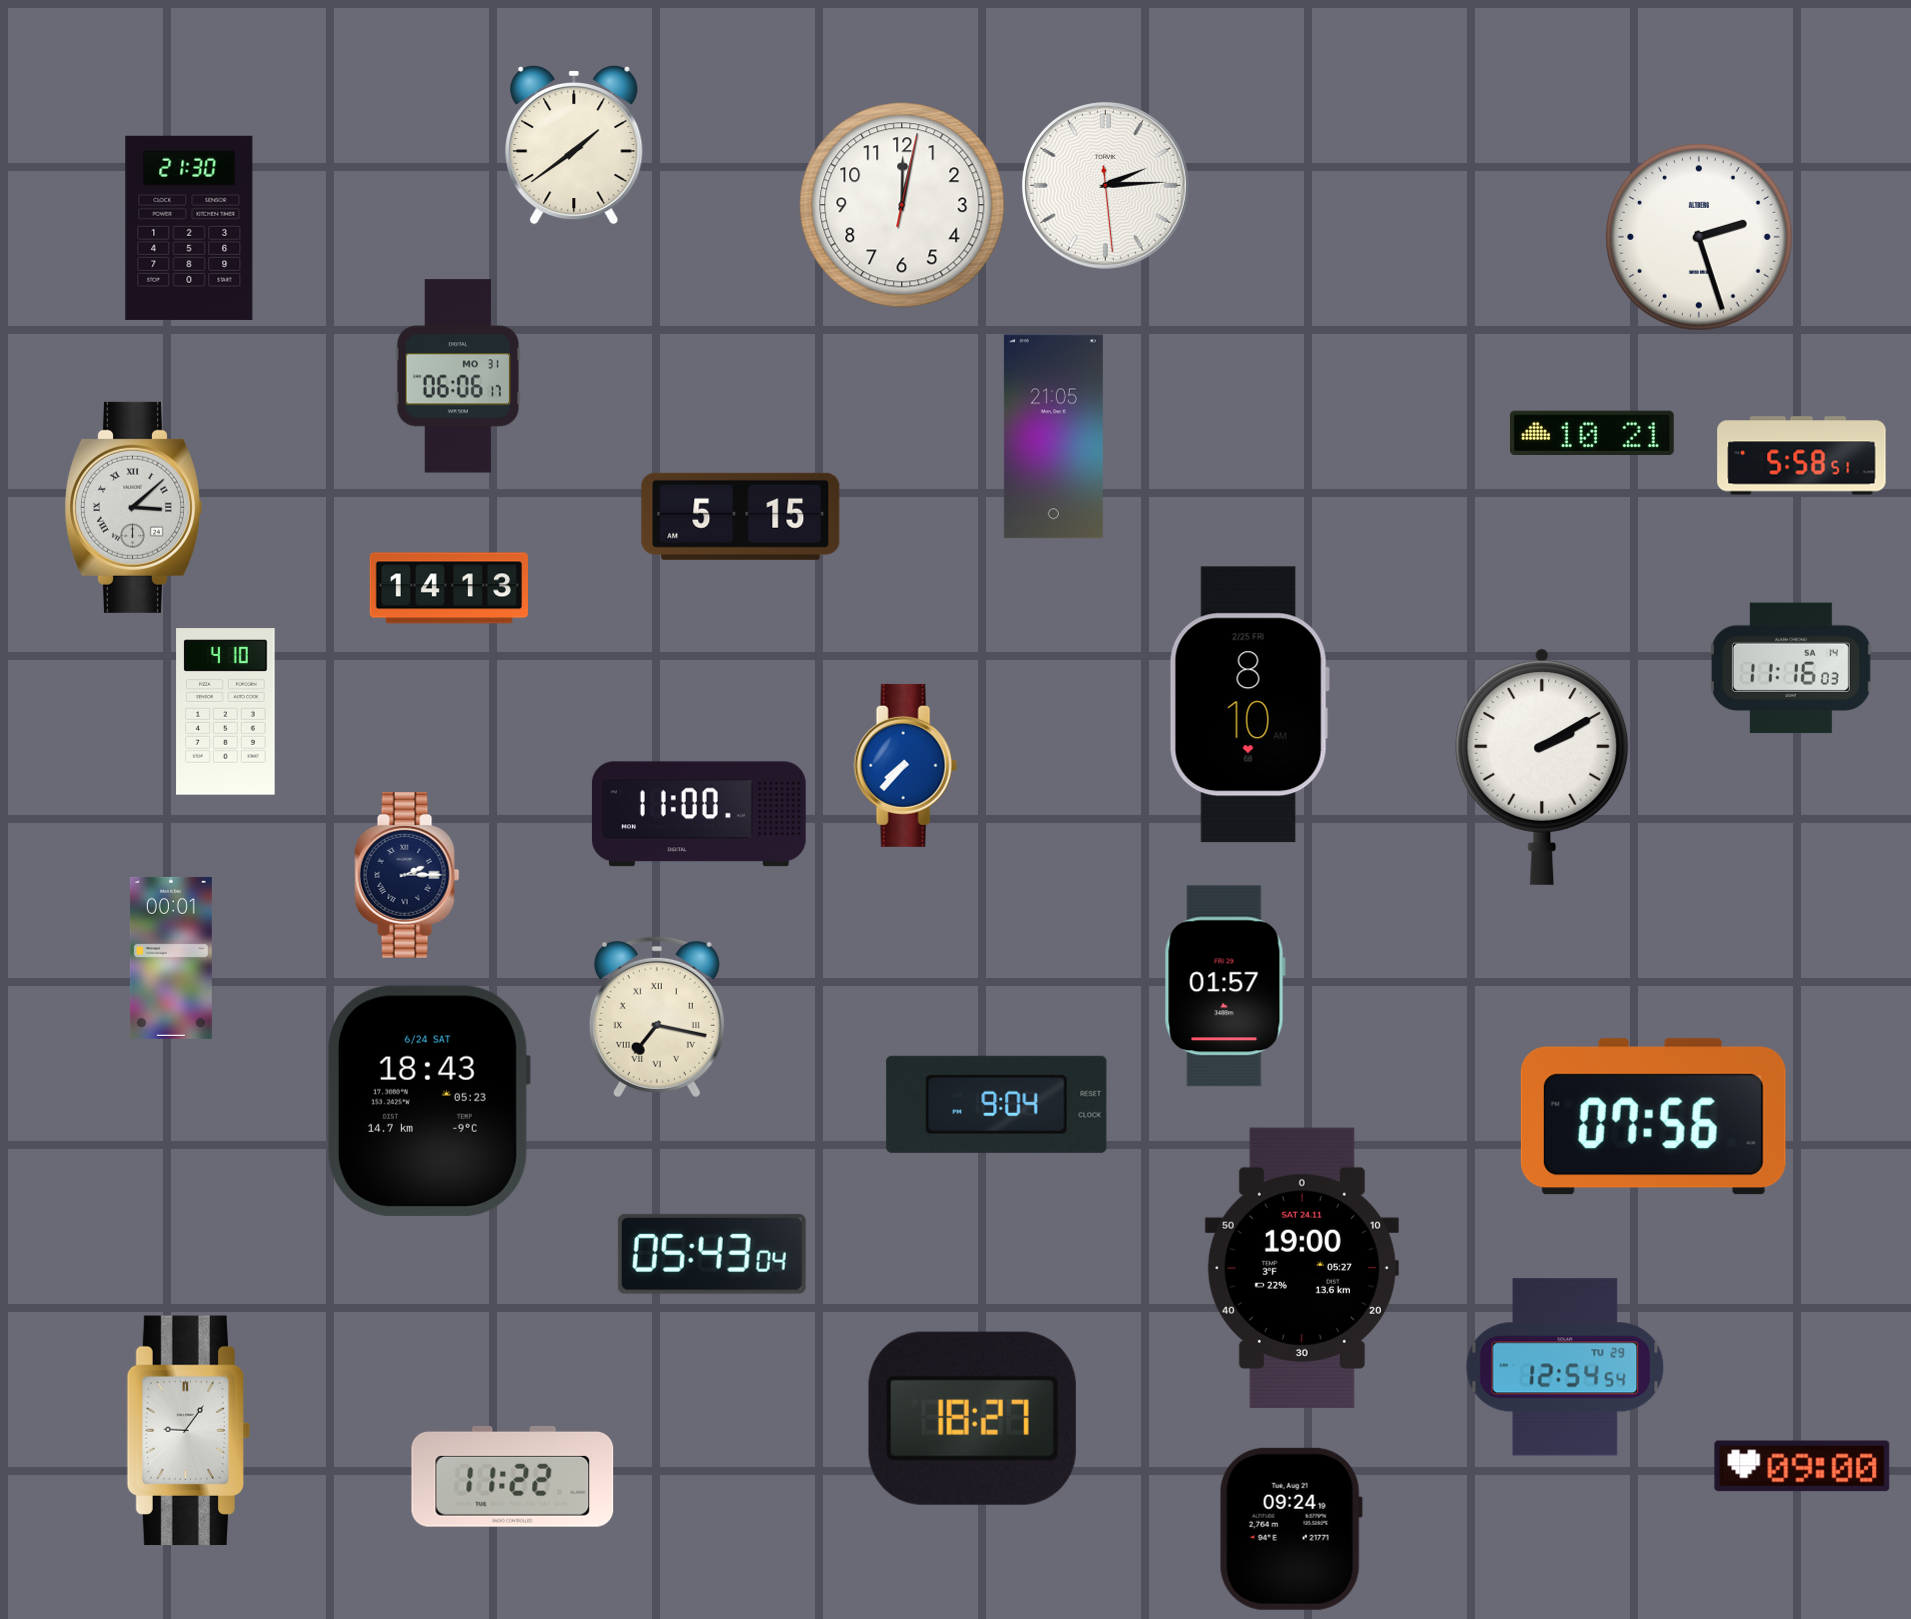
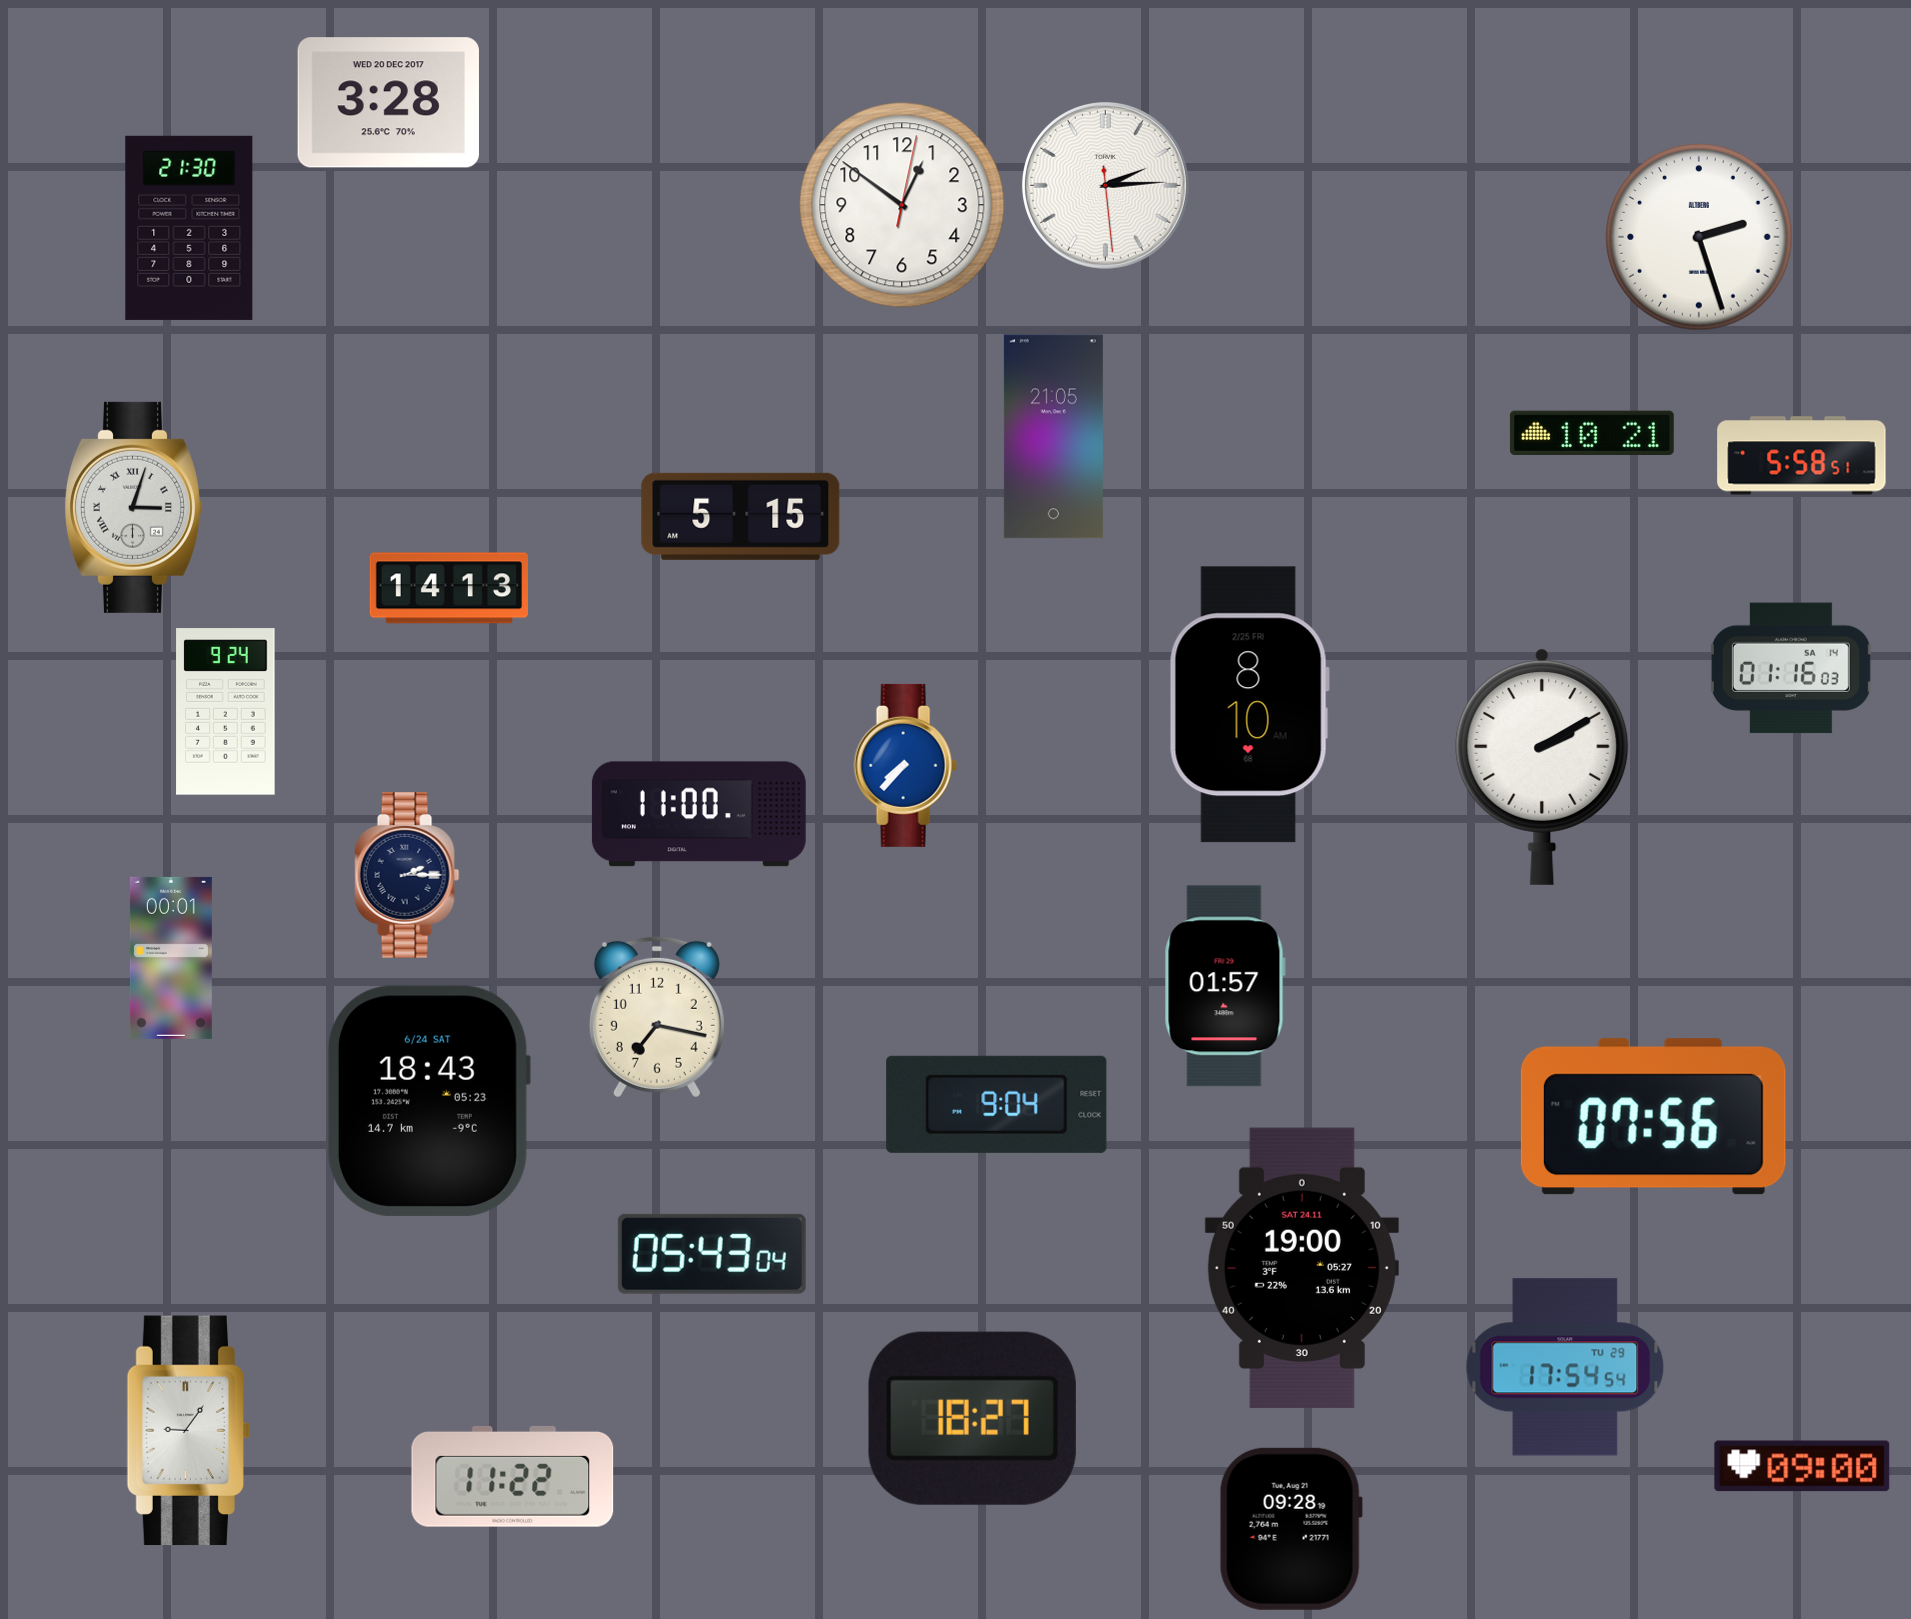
clock at (388, 103): none -> 3:28
clock at (574, 145): 1:39 -> none
clock at (902, 205): 12:02 -> 12:51
clock at (457, 376): 06:06 -> none
clock at (133, 507): 3:08 -> 3:03
clock at (1791, 668): 11:16 -> 01:16
clock at (226, 712): 4:10 -> 9:24
clock at (657, 1017) numerals: Roman -> Arabic
clock at (1565, 1367): 12:54 -> 17:54
clock at (1291, 1529): 09:24 -> 09:28
